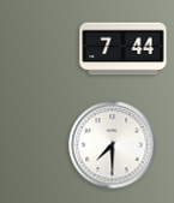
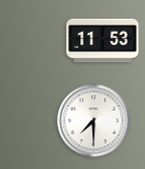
clock at (124, 49): 7:44 -> 11:53
